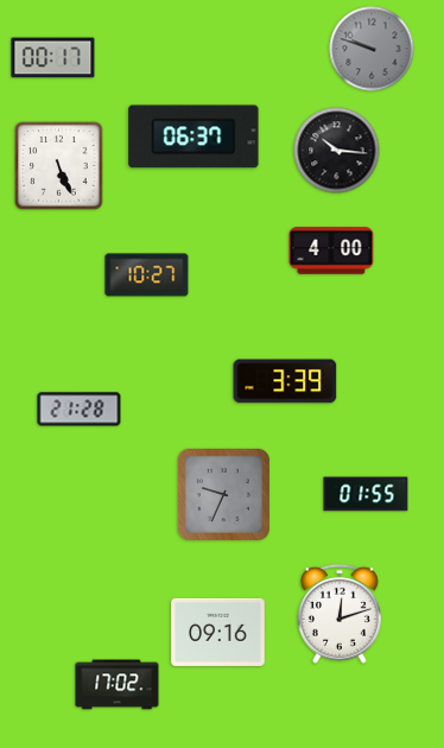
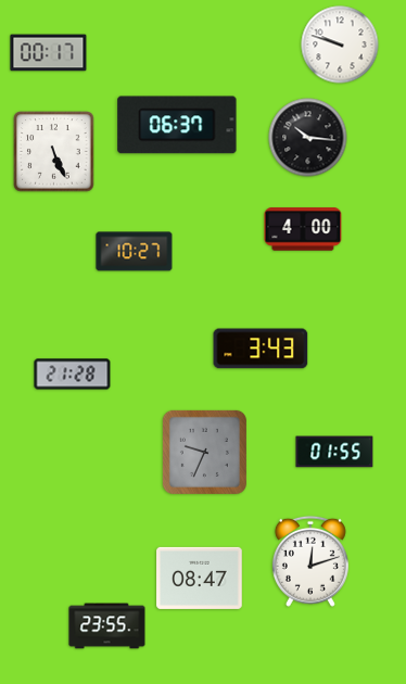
clock at (372, 49) dial: grey -> white
clock at (285, 381): 3:39 -> 3:43
clock at (218, 632): 09:16 -> 08:47
clock at (118, 685): 17:02 -> 23:55
